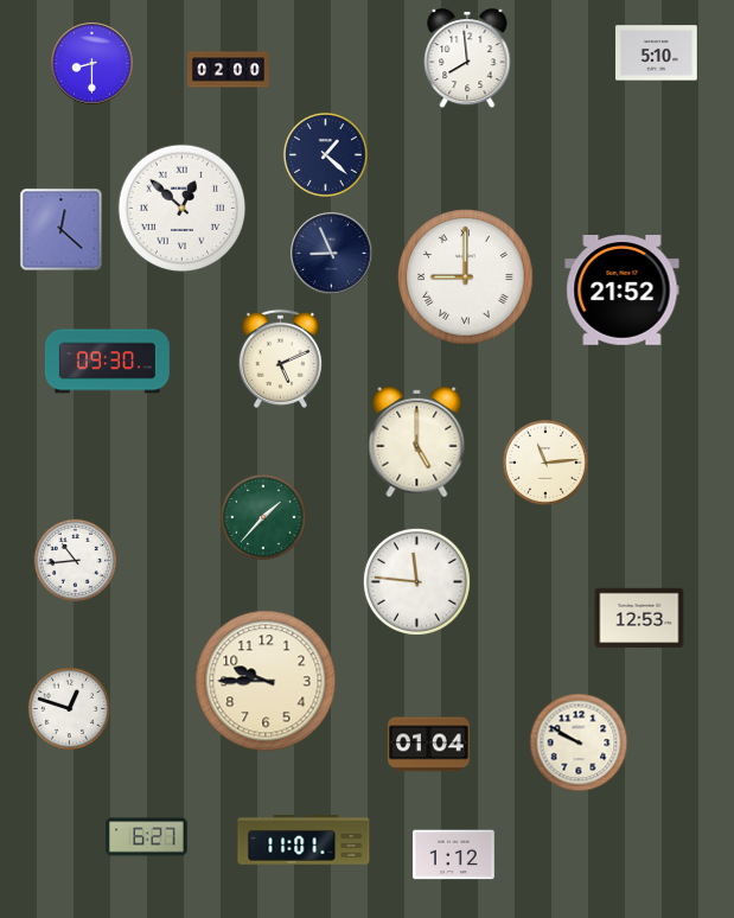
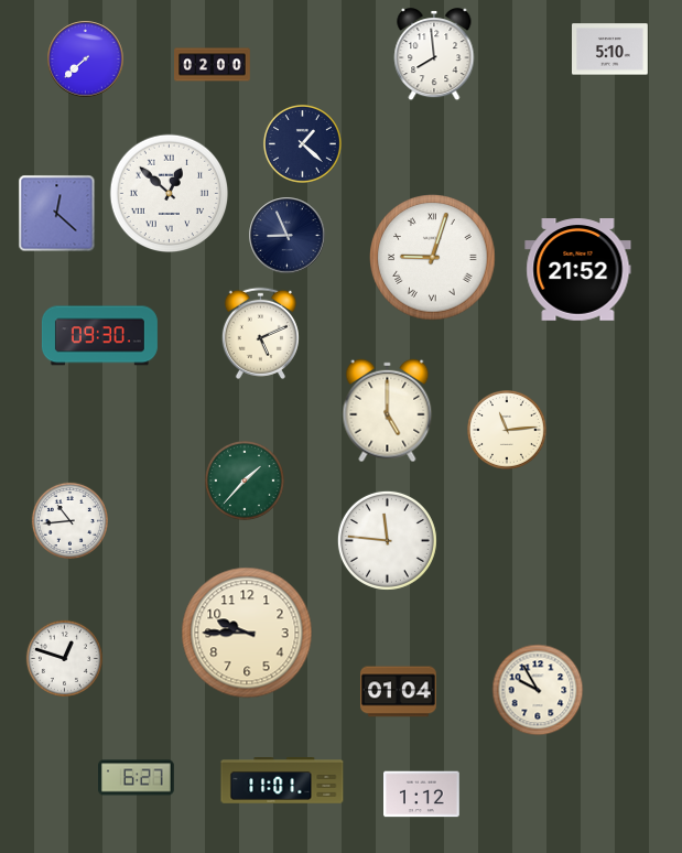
clock at (92, 64): 8:30 -> 7:38
clock at (332, 254) position: (332, 254) -> (288, 236)
clock at (466, 278): 9:00 -> 9:03
clock at (639, 618): 12:53 -> none
clock at (579, 742): 9:50 -> 9:55
